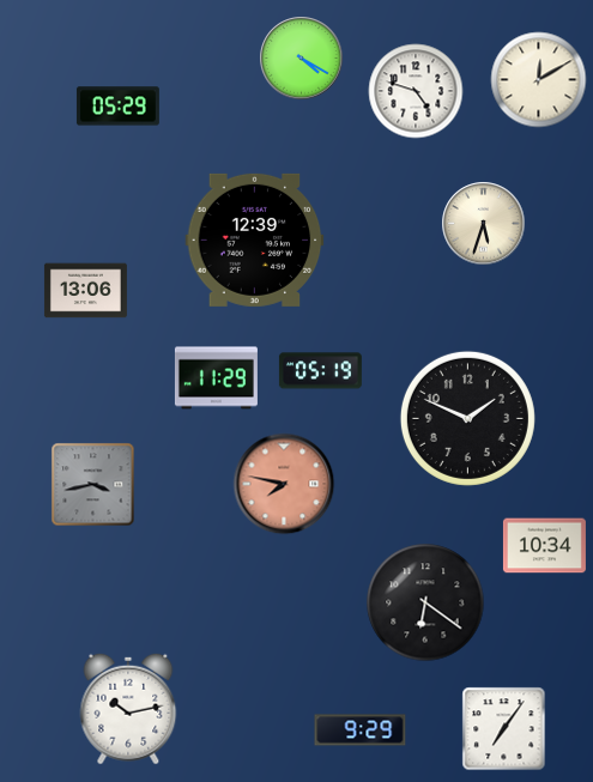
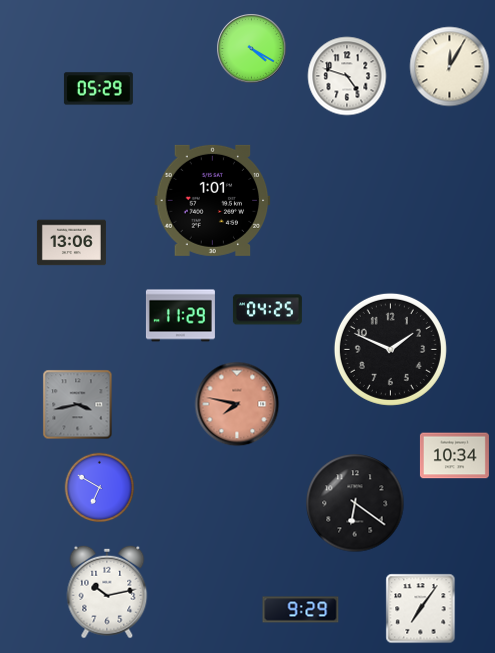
clock at (539, 80): 12:10 -> 12:05
clock at (484, 224): 5:33 -> none
clock at (255, 240): 12:39 -> 1:01
clock at (320, 371): 05:19 -> 04:25
clock at (100, 488): none -> 6:50
